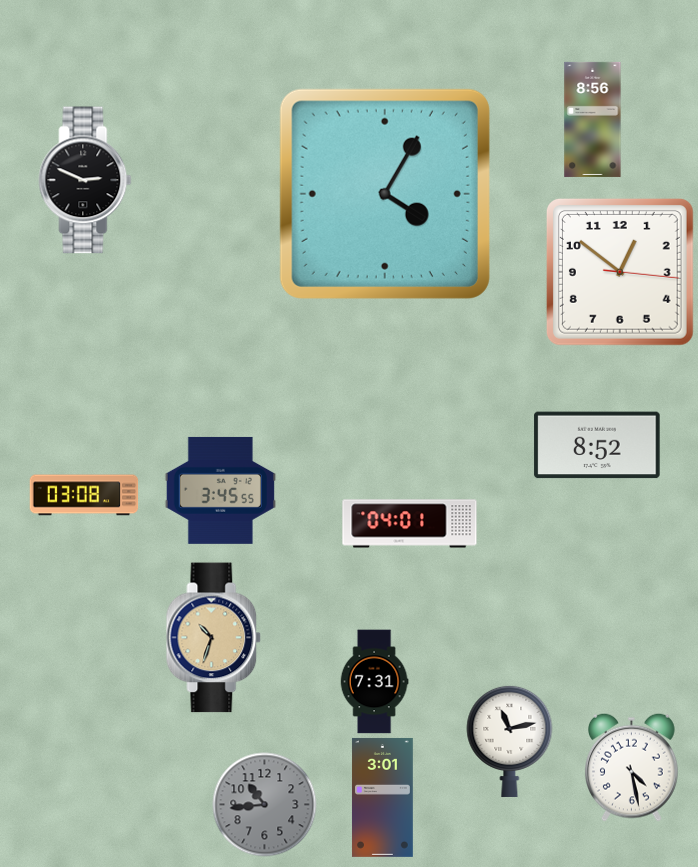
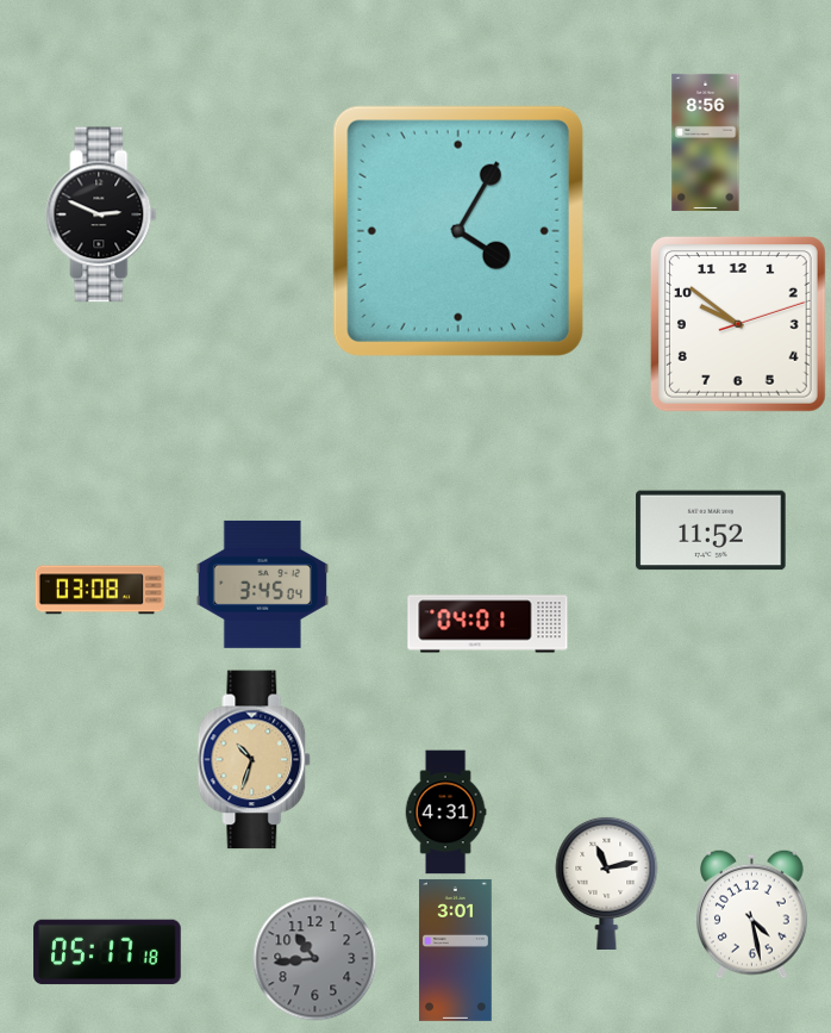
clock at (620, 272): 12:51 -> 9:51
clock at (597, 445): 8:52 -> 11:52
clock at (220, 490): 3:45:55 -> 3:45:04
clock at (374, 682): 7:31 -> 4:31
clock at (107, 952): none -> 05:17
